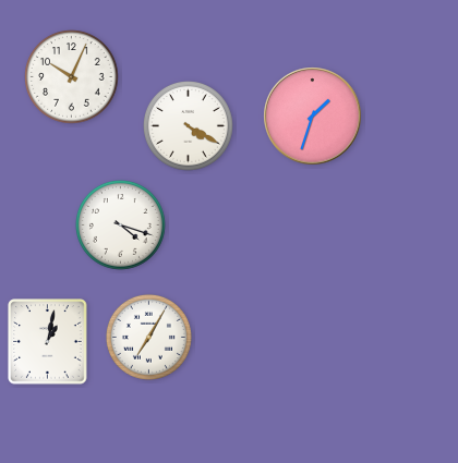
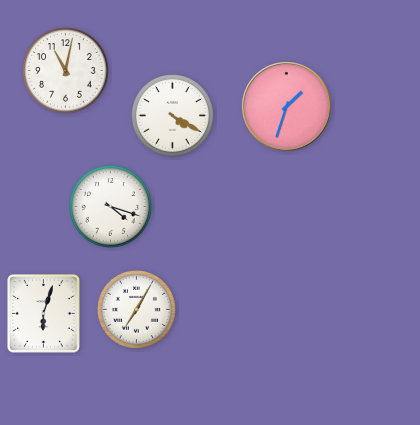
clock at (72, 77): 10:04 -> 11:02
clock at (48, 342): 1:02 -> 6:03
